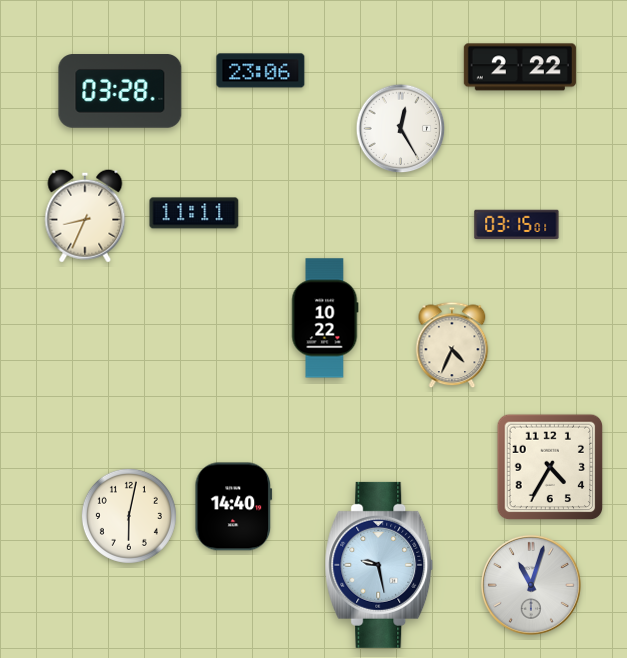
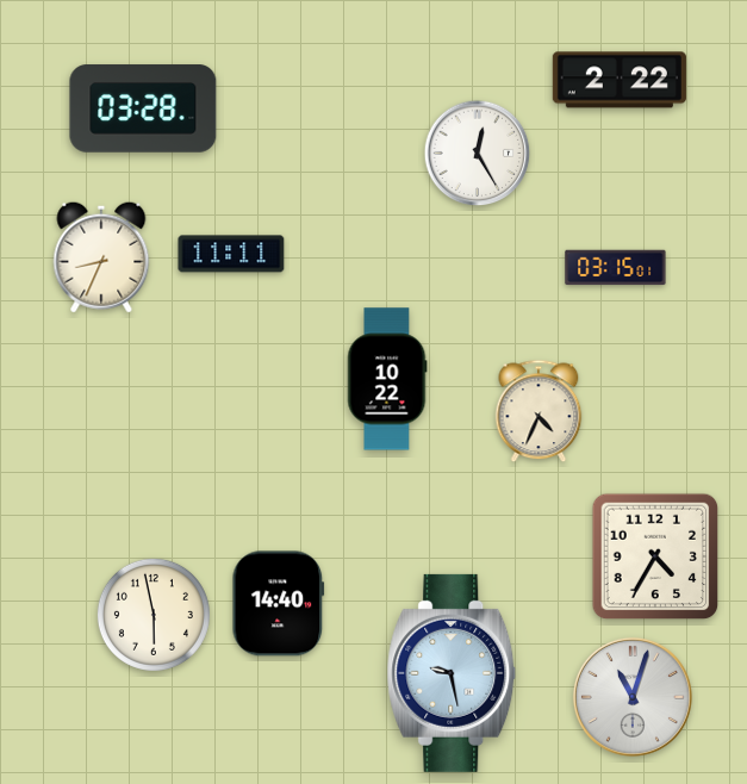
clock at (261, 71): 23:06 -> none
clock at (129, 516): 6:02 -> 5:58
